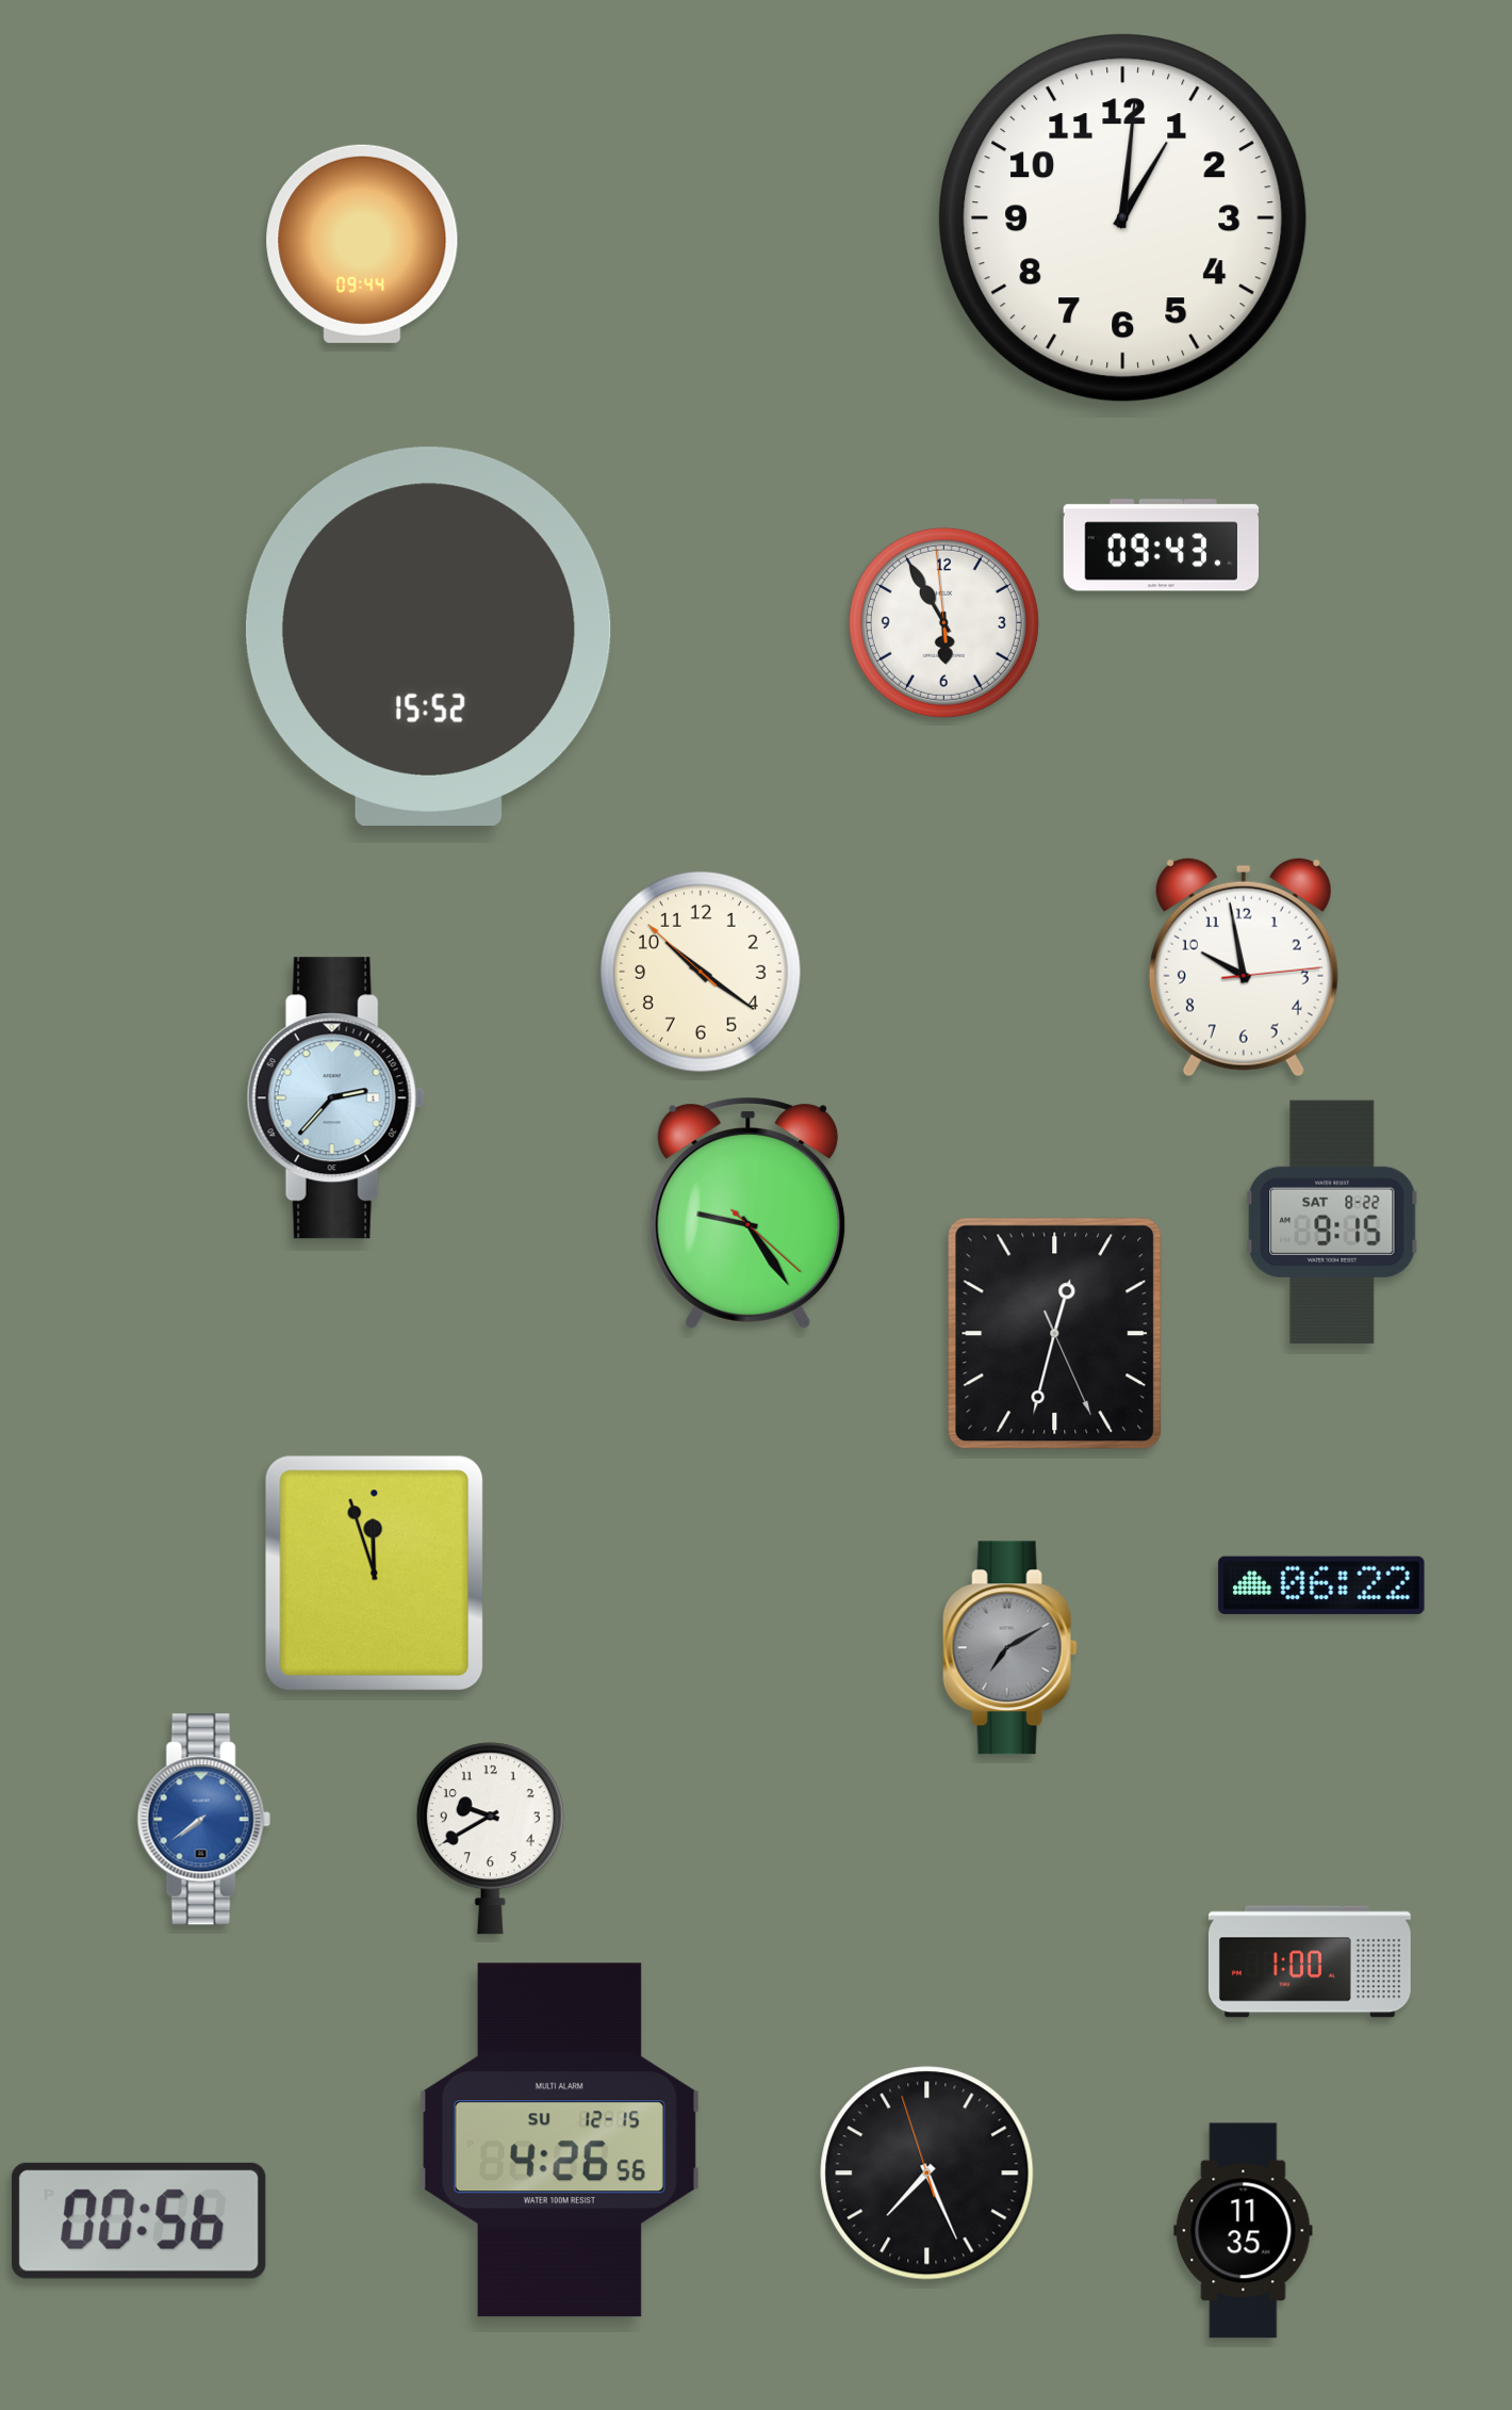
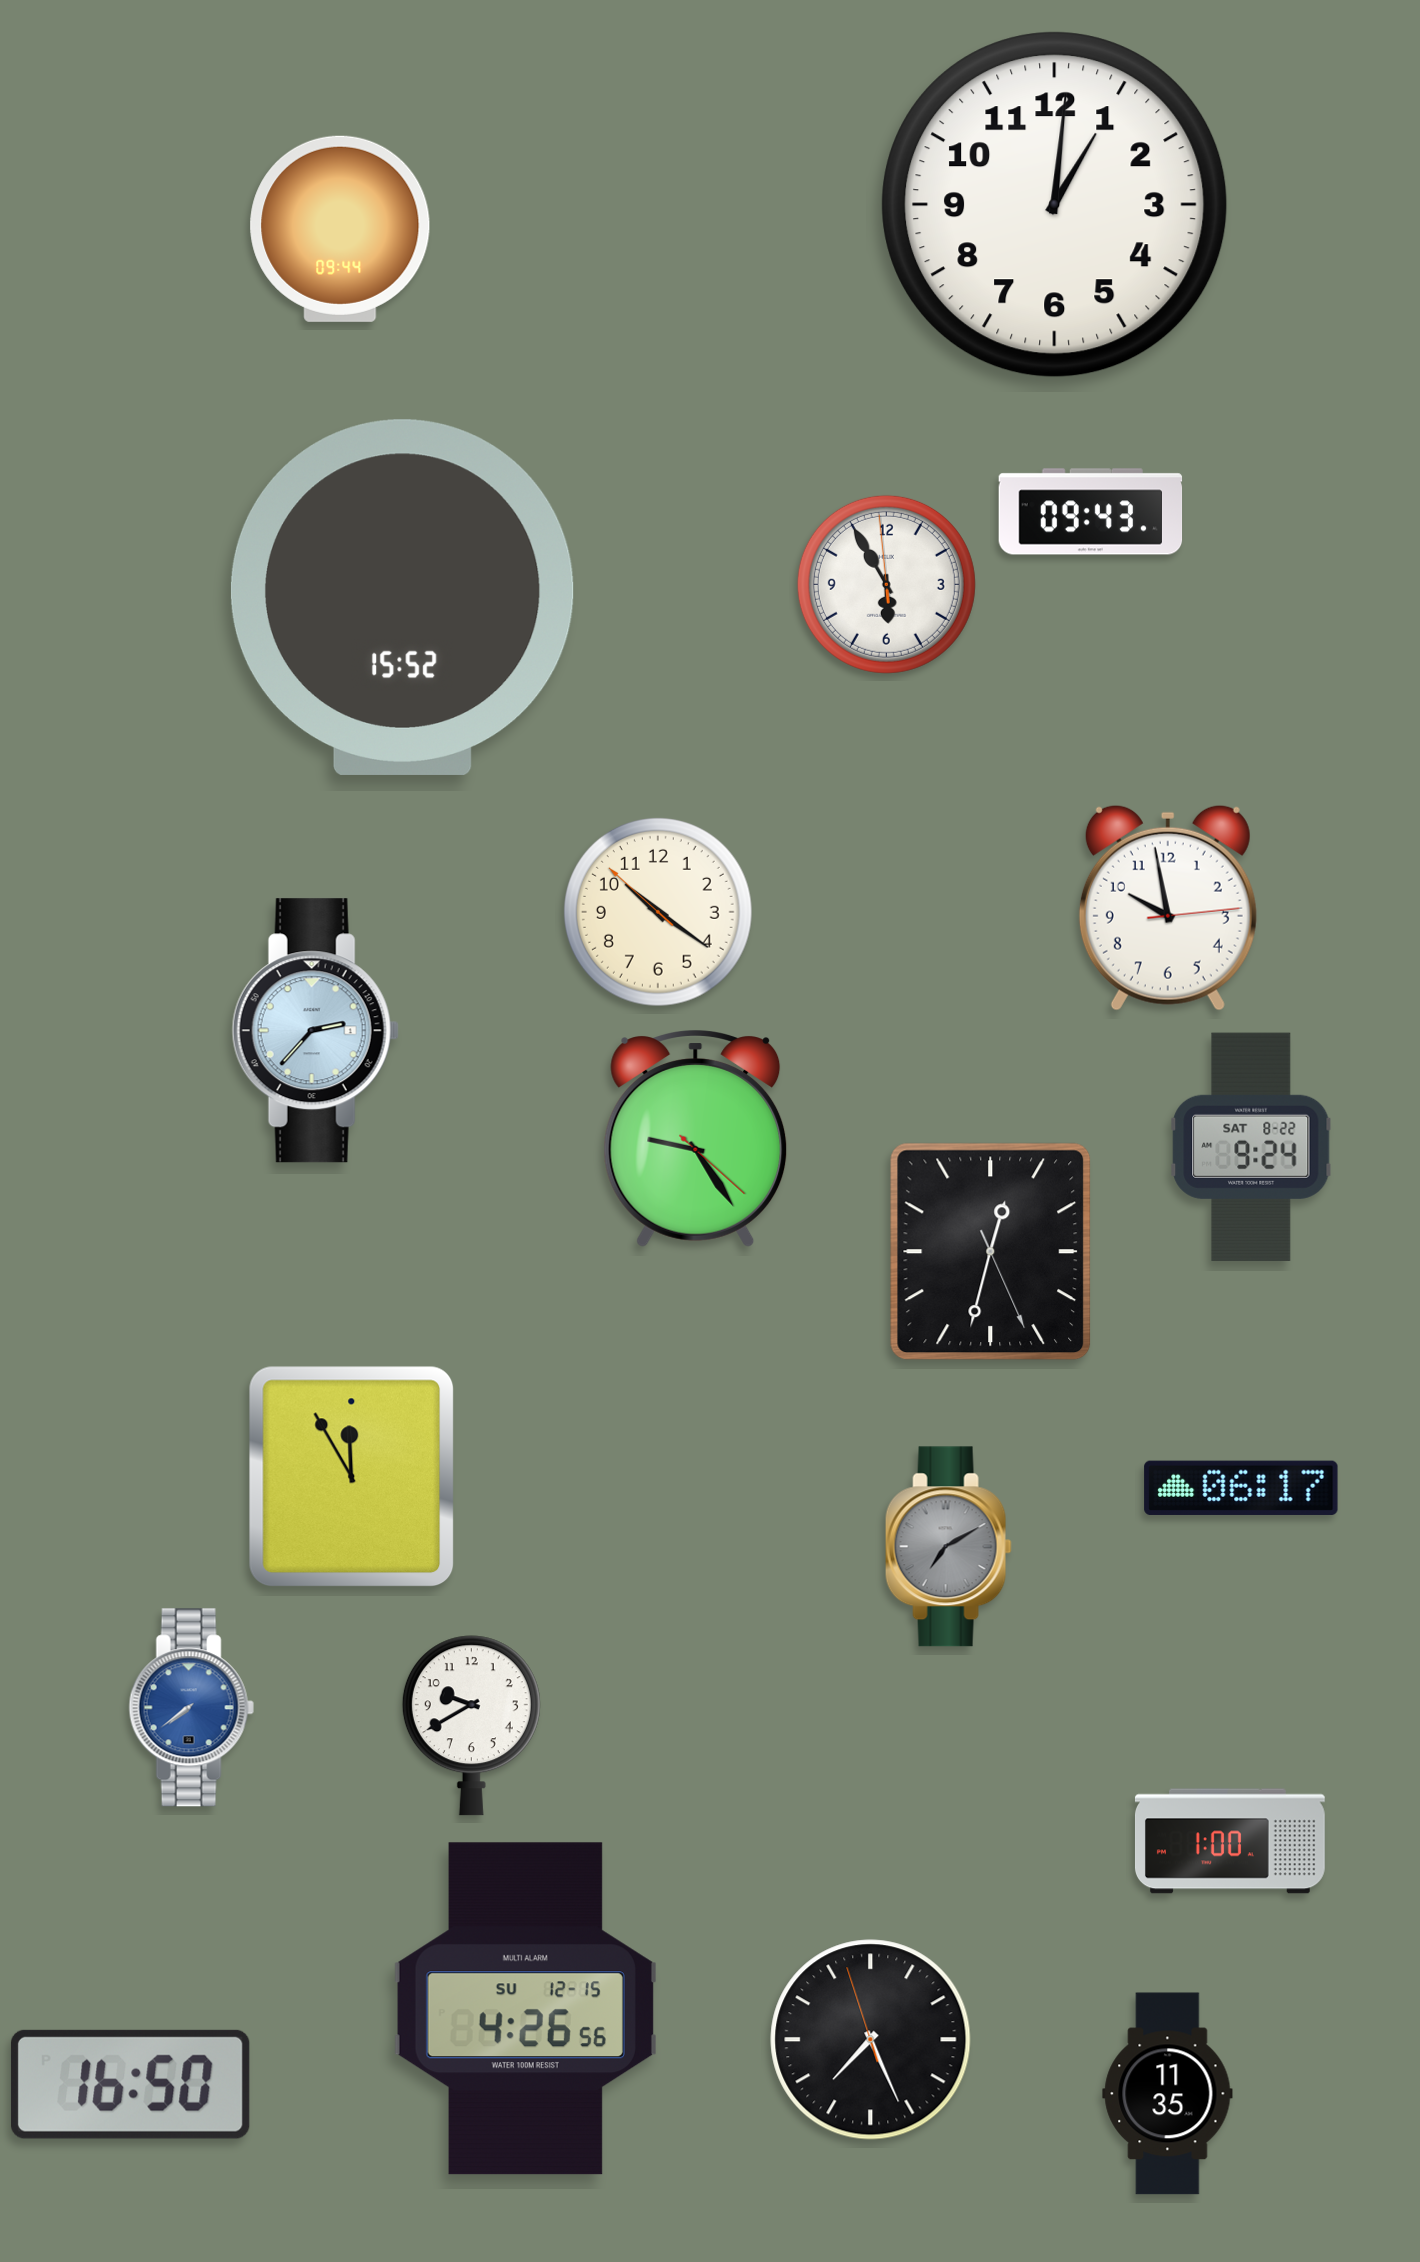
clock at (749, 1214) position: (749, 1214) -> (696, 1139)
clock at (1332, 1222): 9:15 -> 9:24
clock at (375, 1574): 11:57 -> 11:55
clock at (1321, 1585): 06:22 -> 06:17
clock at (490, 1839) position: (490, 1839) -> (471, 1726)
clock at (138, 2220): 00:56 -> 16:50
